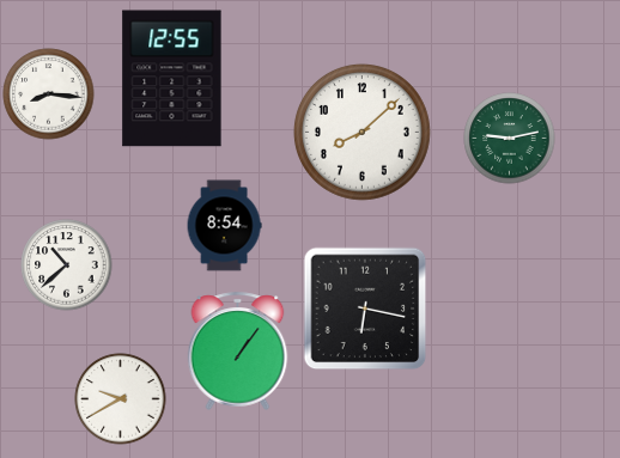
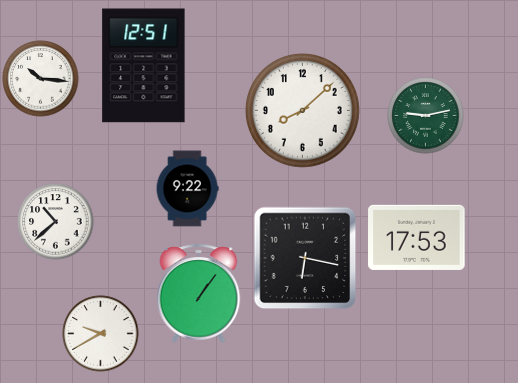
clock at (172, 79): 12:55 -> 12:51
clock at (49, 94): 8:16 -> 10:16
clock at (224, 226): 8:54 -> 9:22
clock at (417, 237): none -> 17:53
